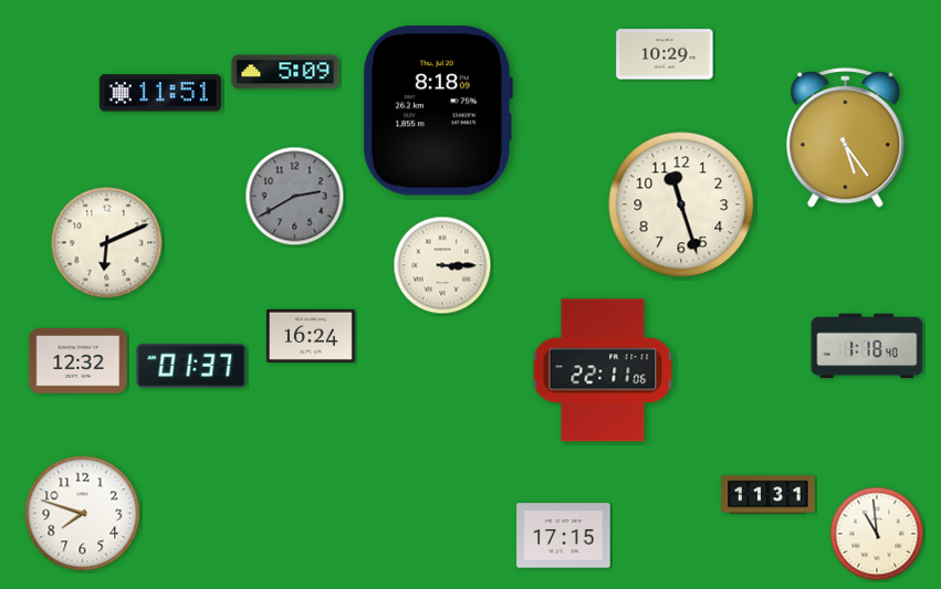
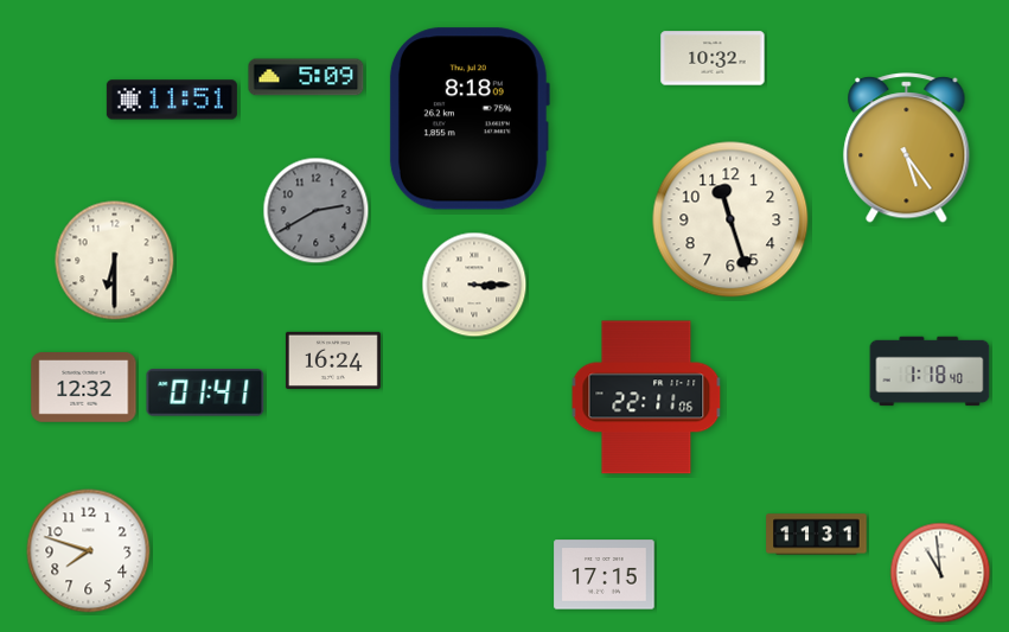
clock at (665, 54): 10:29 -> 10:32
clock at (107, 243): 6:11 -> 6:30
clock at (191, 366): 01:37 -> 01:41
clock at (769, 495) position: (769, 495) -> (817, 535)
